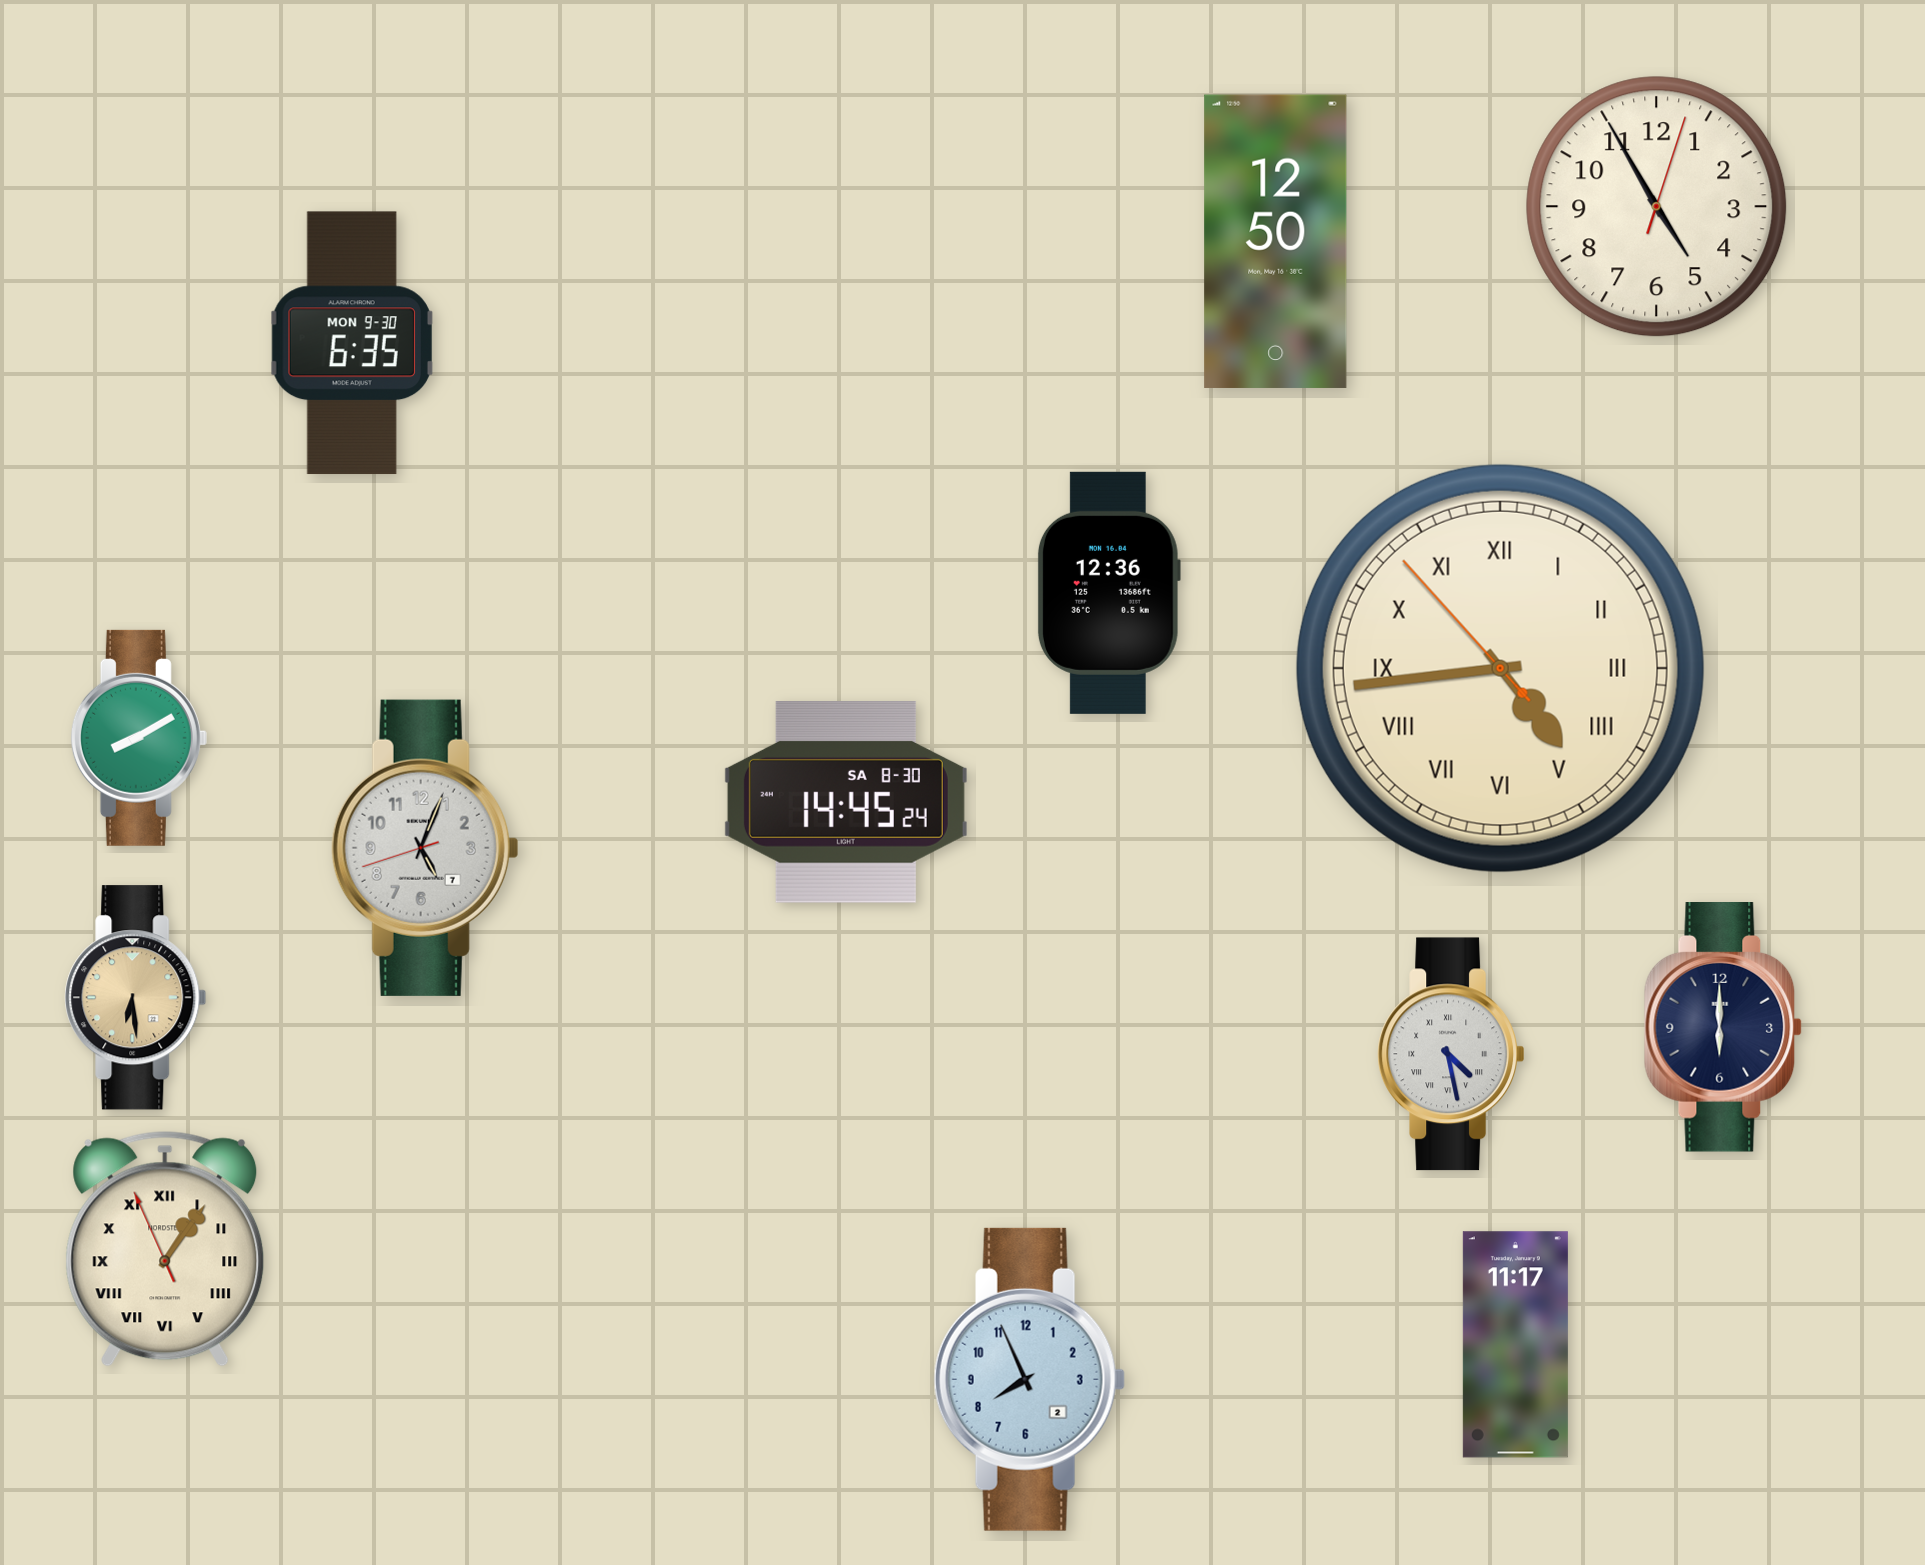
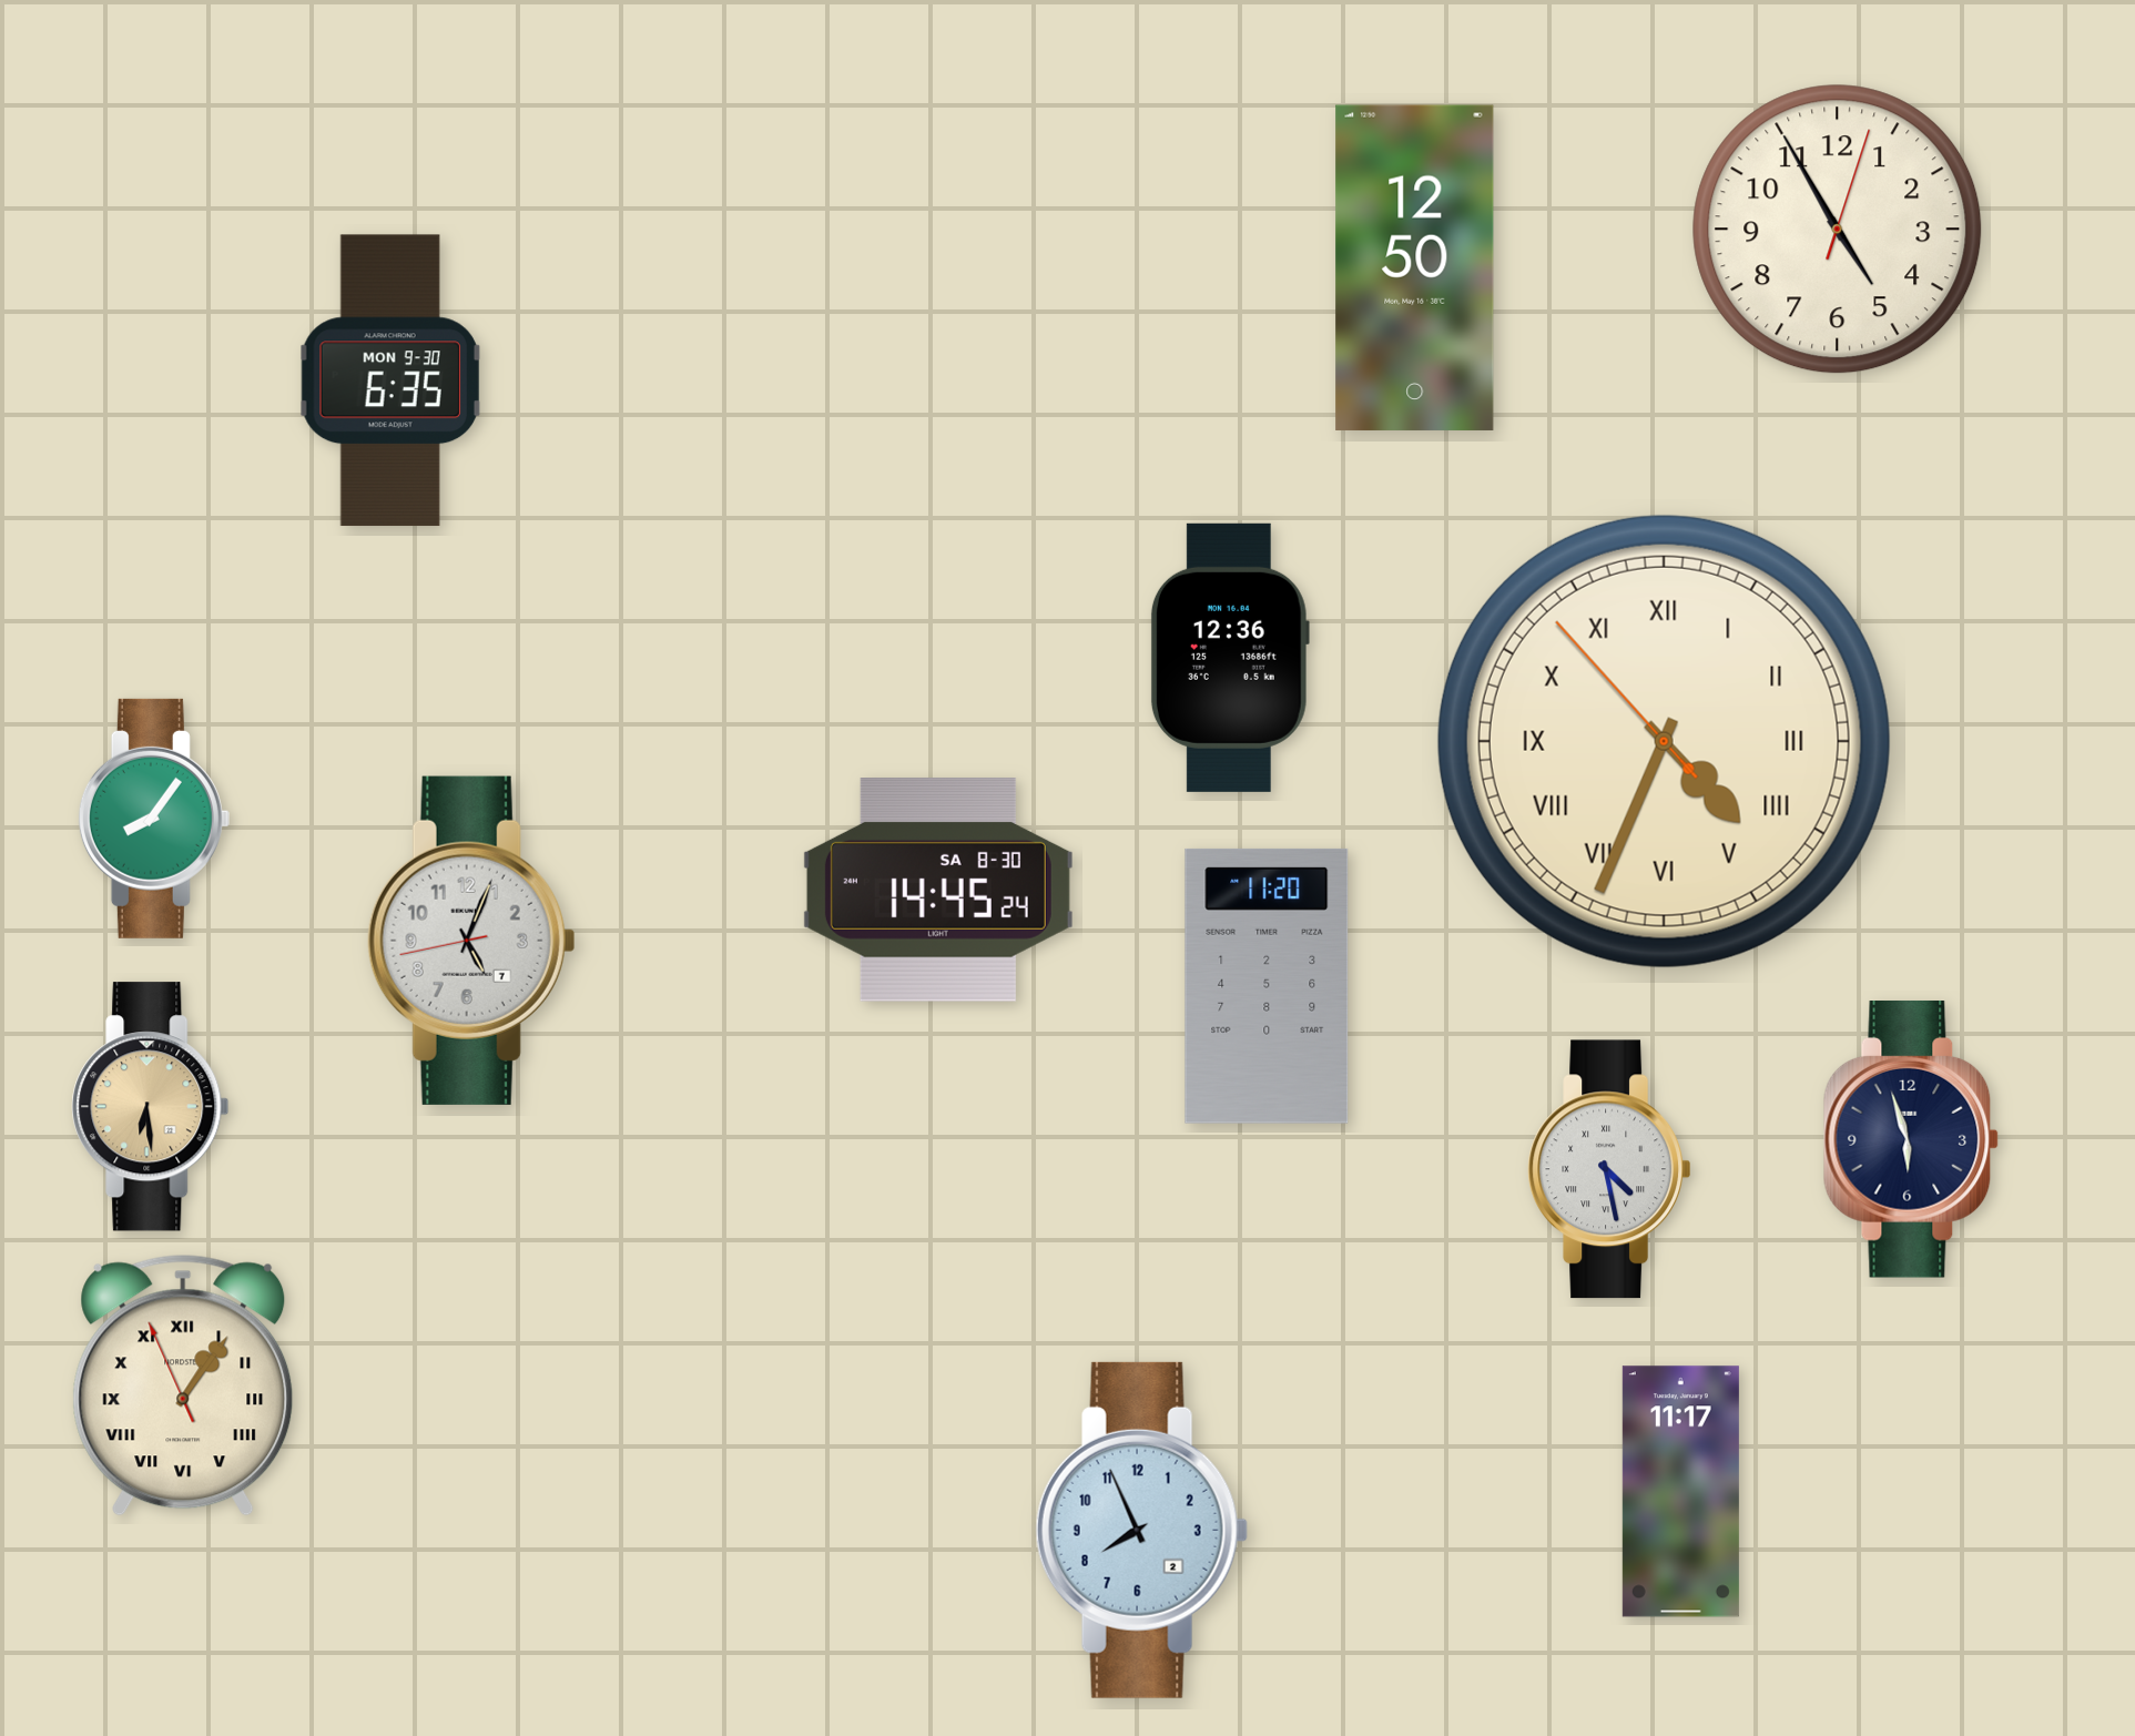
clock at (1500, 668): 4:43 -> 4:33
clock at (139, 738): 8:10 -> 8:06
clock at (425, 848): 5:03:42 -> 5:03:43
clock at (1267, 986): none -> 11:20
clock at (1723, 1028): 6:00 -> 5:57
